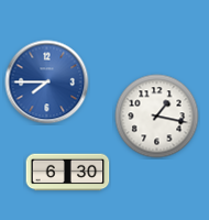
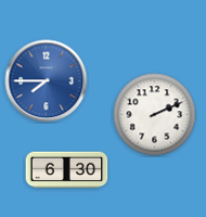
clock at (157, 117): 1:17 -> 2:11
